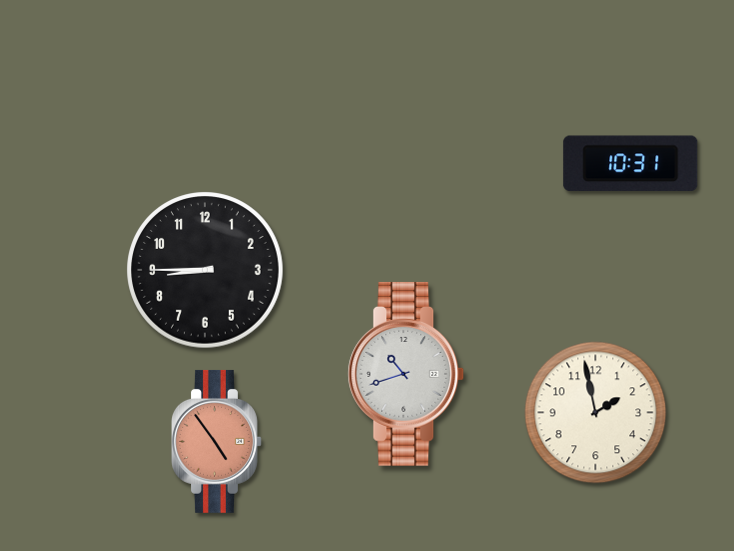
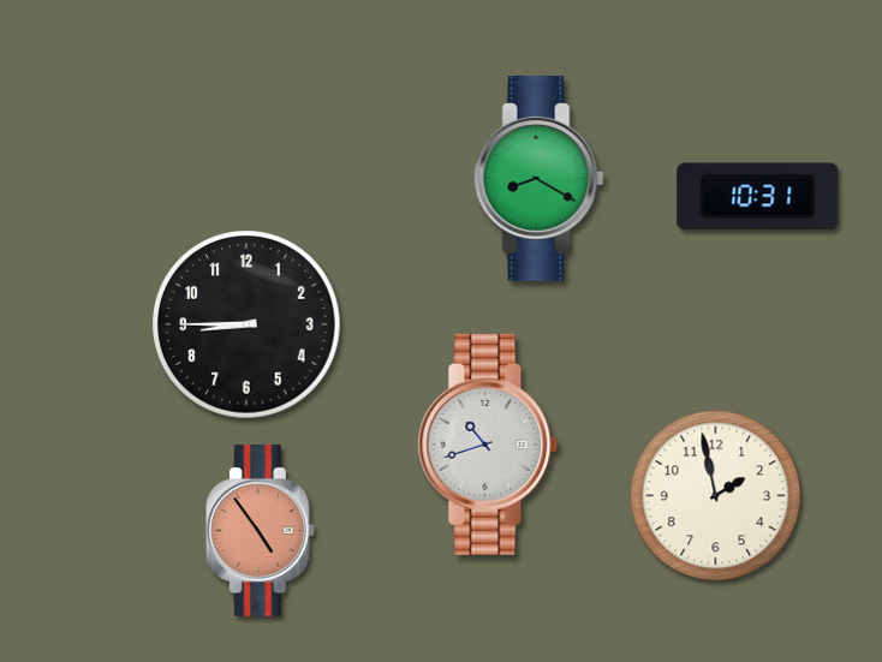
clock at (540, 179): none -> 8:20
clock at (406, 374) position: (406, 374) -> (488, 445)
